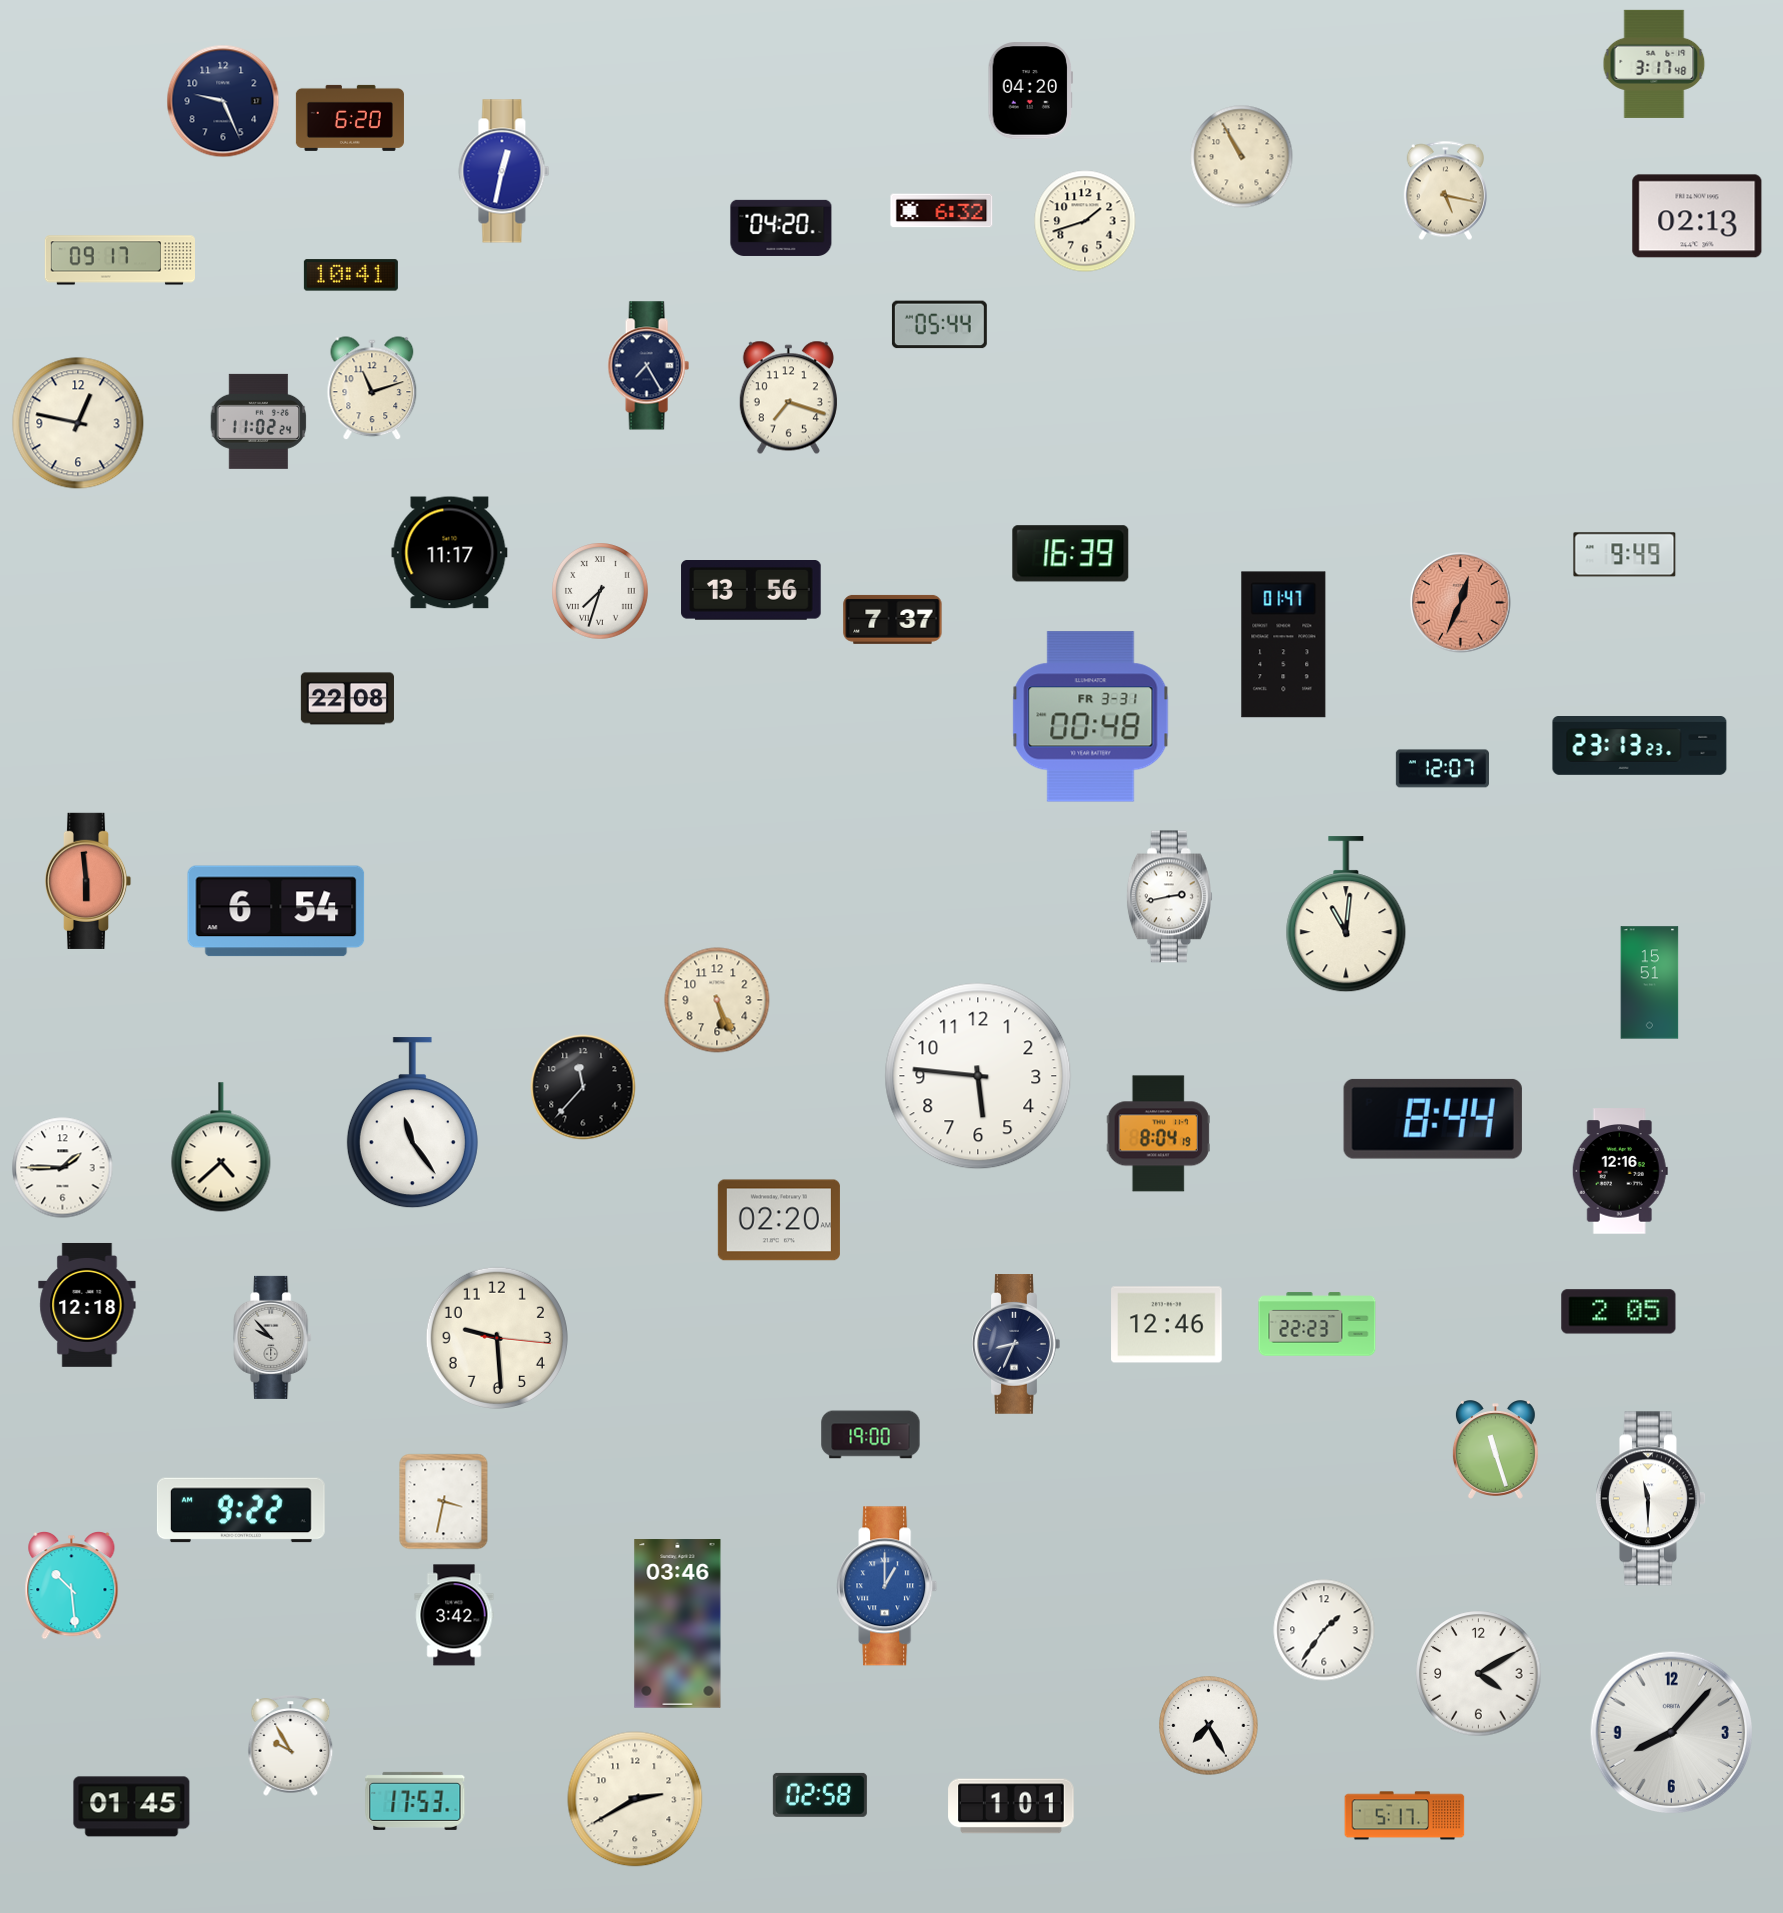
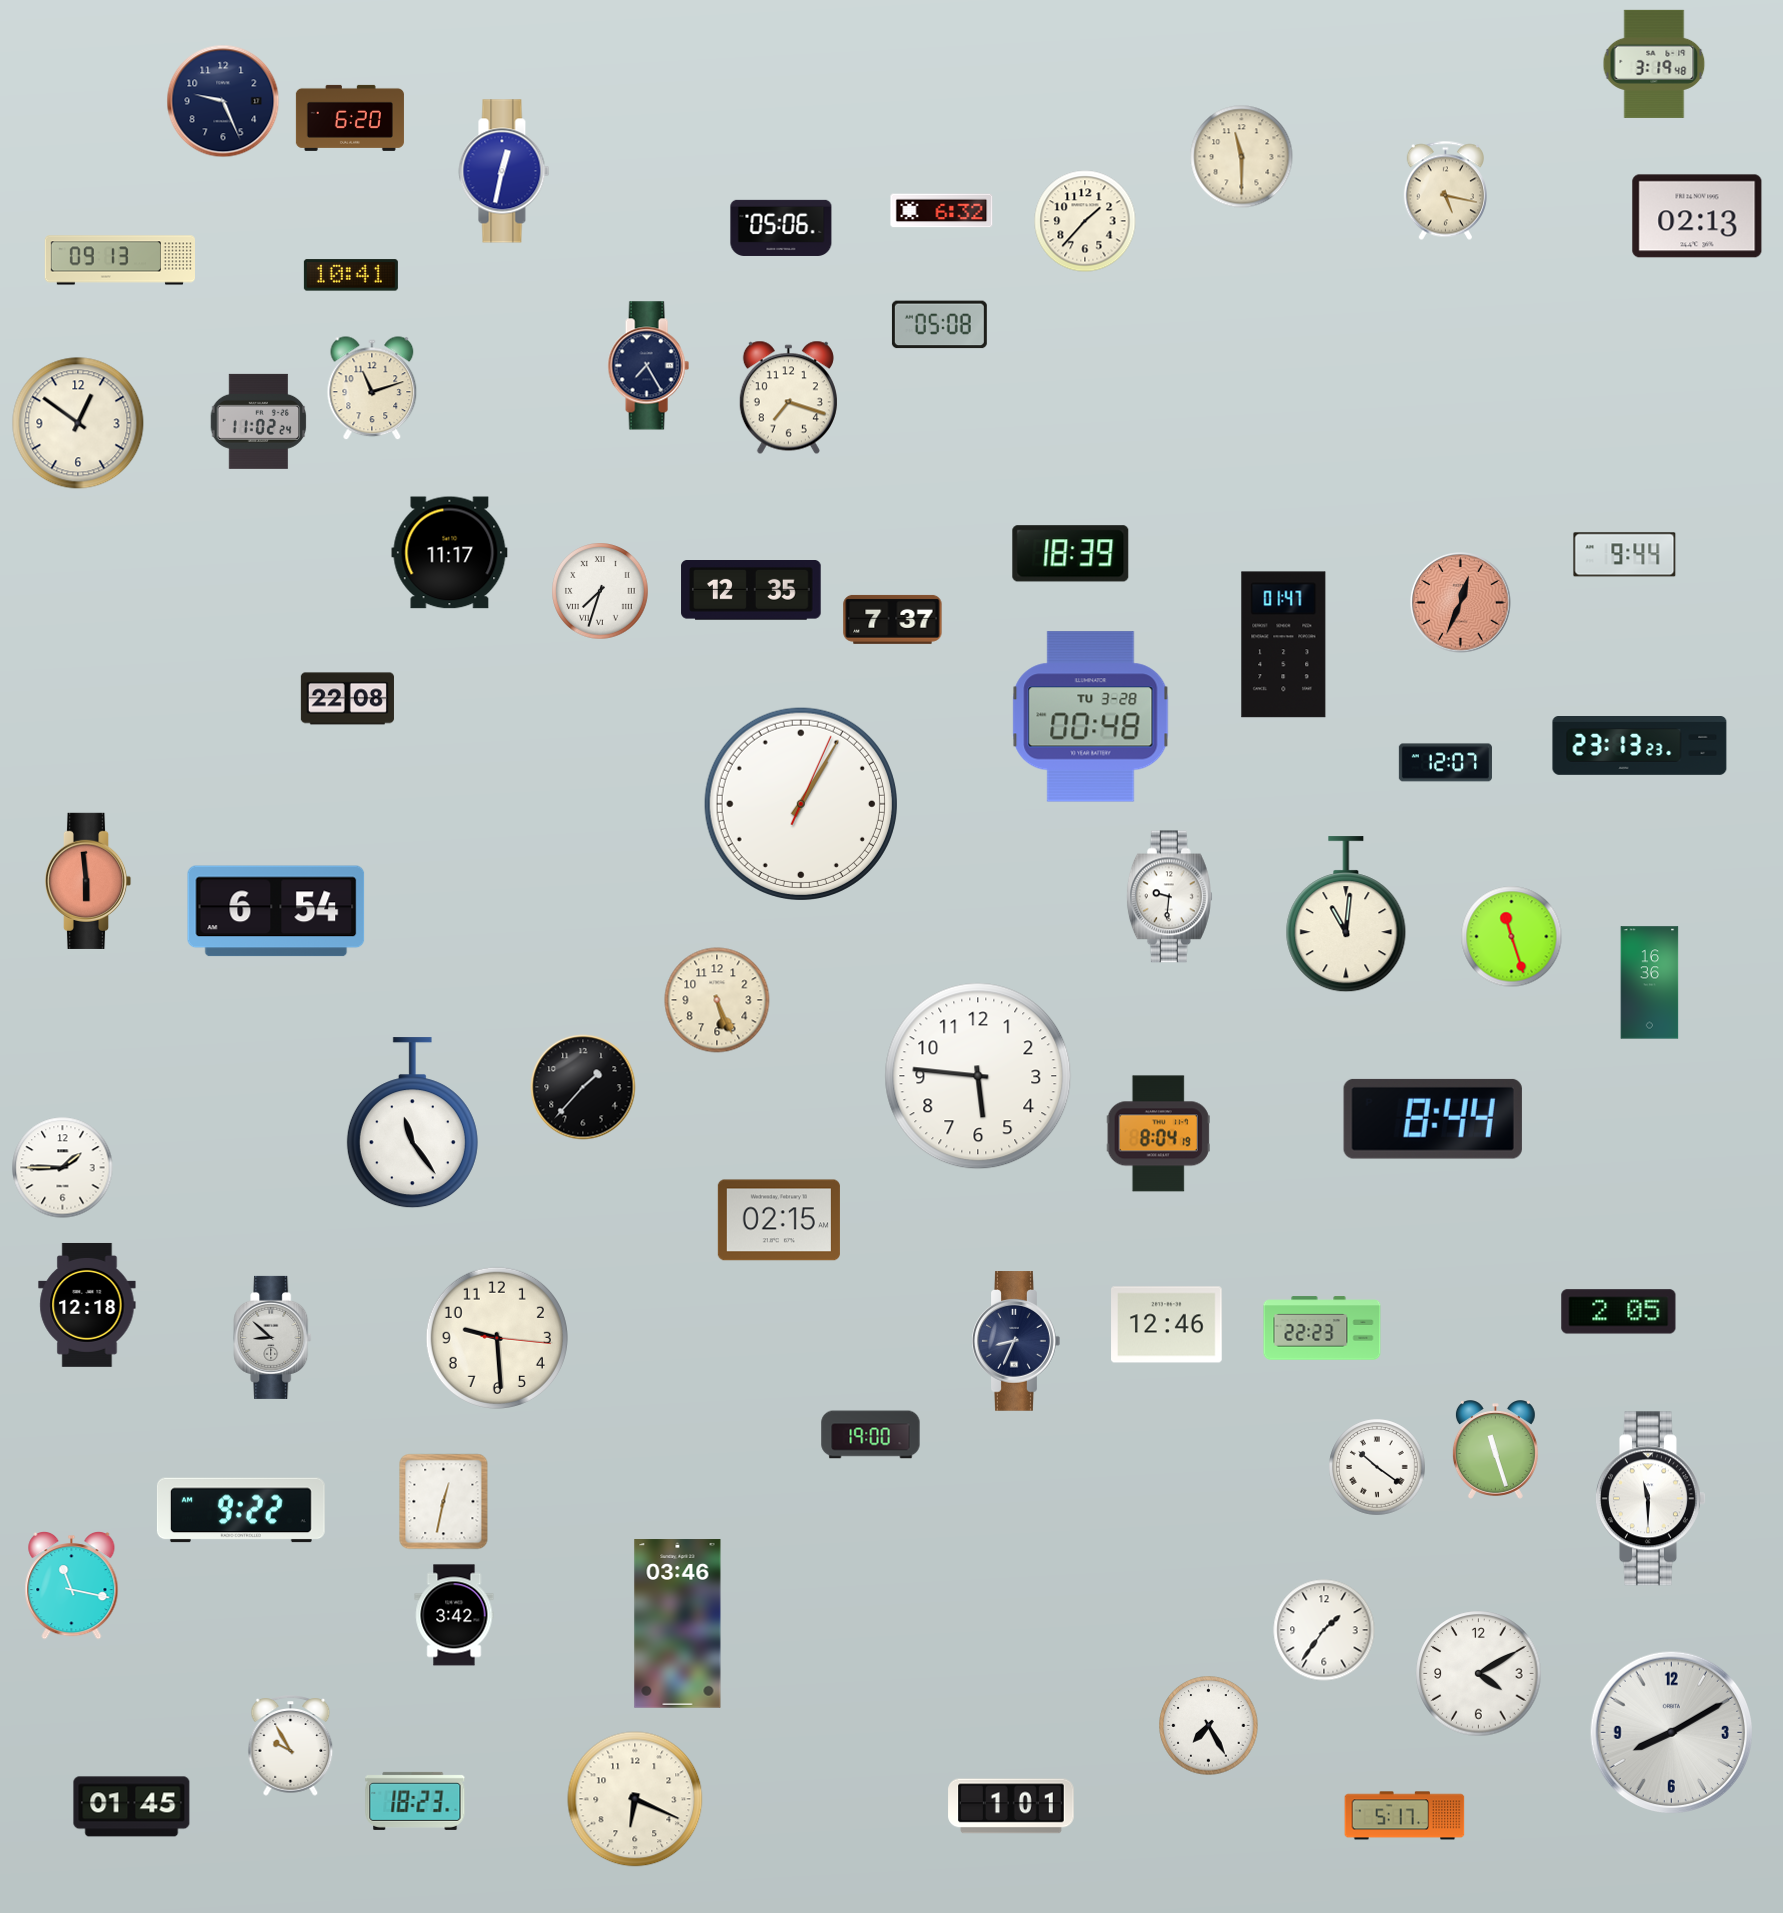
clock at (1654, 64): 3:17 -> 3:19
clock at (1030, 91): 04:20 -> none
clock at (1242, 157): 10:55 -> 11:30
clock at (1085, 221): 1:42 -> 1:37
clock at (781, 228): 04:20 -> 05:06
clock at (120, 260): 09:17 -> 09:13
clock at (939, 325): 05:44 -> 05:08
clock at (78, 423): 12:47 -> 12:51
clock at (1071, 554): 16:39 -> 18:39
clock at (1625, 555): 9:49 -> 9:44
clock at (751, 591): 13:56 -> 12:35
clock at (1091, 717) date: FR 3-31 -> TU 3-28
clock at (1442, 769) position: (1442, 769) -> (1445, 763)
clock at (801, 804): none -> 1:05
clock at (1169, 897): 2:43 -> 9:31
clock at (1512, 937): none -> 11:27
clock at (1650, 983): 15:51 -> 16:36
clock at (583, 1087): 11:37 -> 1:37
clock at (221, 1147): 4:38 -> none
clock at (1620, 1171): 12:16 -> none
clock at (779, 1220): 02:20 -> 02:15
clock at (1317, 1324) position: (1317, 1324) -> (1322, 1328)
clock at (273, 1337): 9:53 -> 8:52
clock at (1016, 1344) position: (1016, 1344) -> (1016, 1341)
clock at (1377, 1467): none -> 10:21
clock at (444, 1502): 3:32 -> 12:32
clock at (72, 1586): 10:29 -> 11:17
clock at (887, 1586): 1:00 -> none
clock at (1671, 1732): 8:07 -> 8:10
clock at (820, 1795): 02:58 -> none
clock at (635, 1799): 2:40 -> 6:19
clock at (415, 1801): 17:53 -> 18:23
